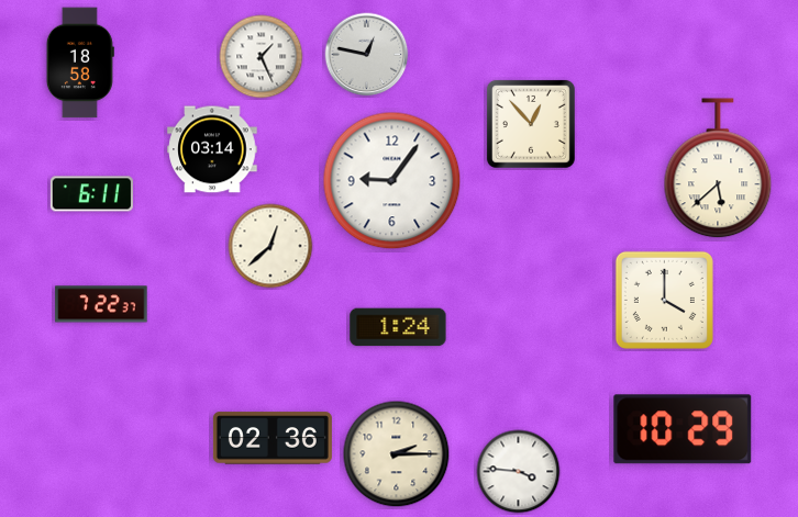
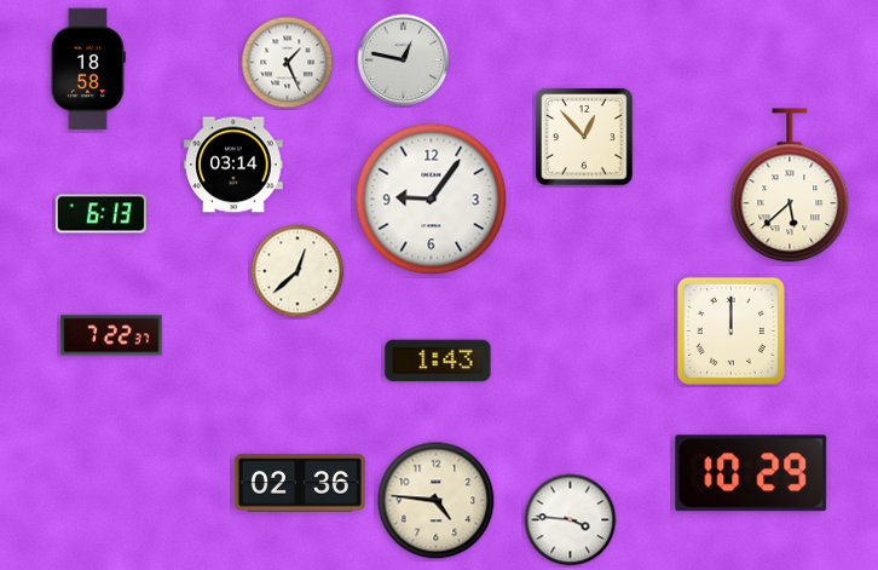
clock at (91, 194): 6:11 -> 6:13
clock at (664, 300): 4:00 -> 12:00
clock at (398, 327): 1:24 -> 1:43
clock at (397, 454): 2:15 -> 4:46
